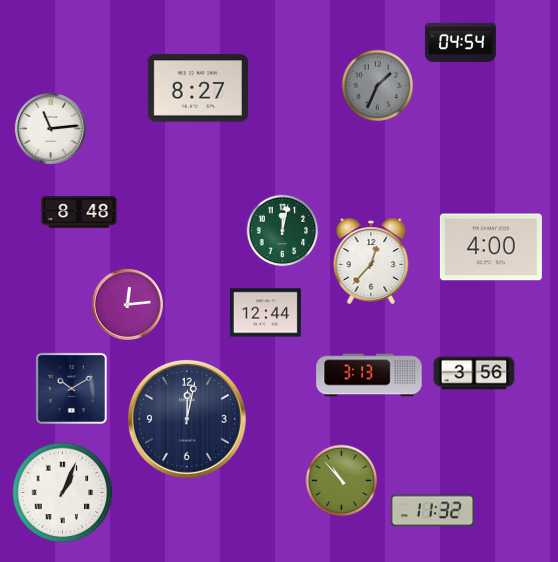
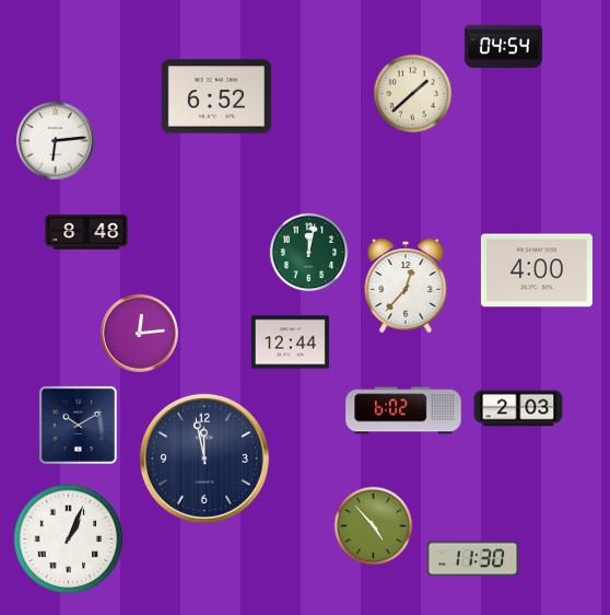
clock at (378, 86): 1:34 -> 1:38
clock at (378, 86) dial: grey -> cream
clock at (197, 88): 8:27 -> 6:52
clock at (50, 128): 11:14 -> 6:14
clock at (474, 373): 3:56 -> 2:03
clock at (369, 375): 3:13 -> 6:02
clock at (187, 419): 12:02 -> 11:58
clock at (342, 481): 10:53 -> 4:53
clock at (433, 511): 11:32 -> 11:30
